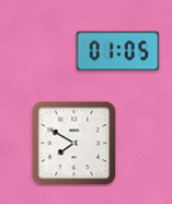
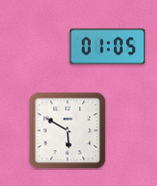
clock at (74, 144): 7:50 -> 5:50
